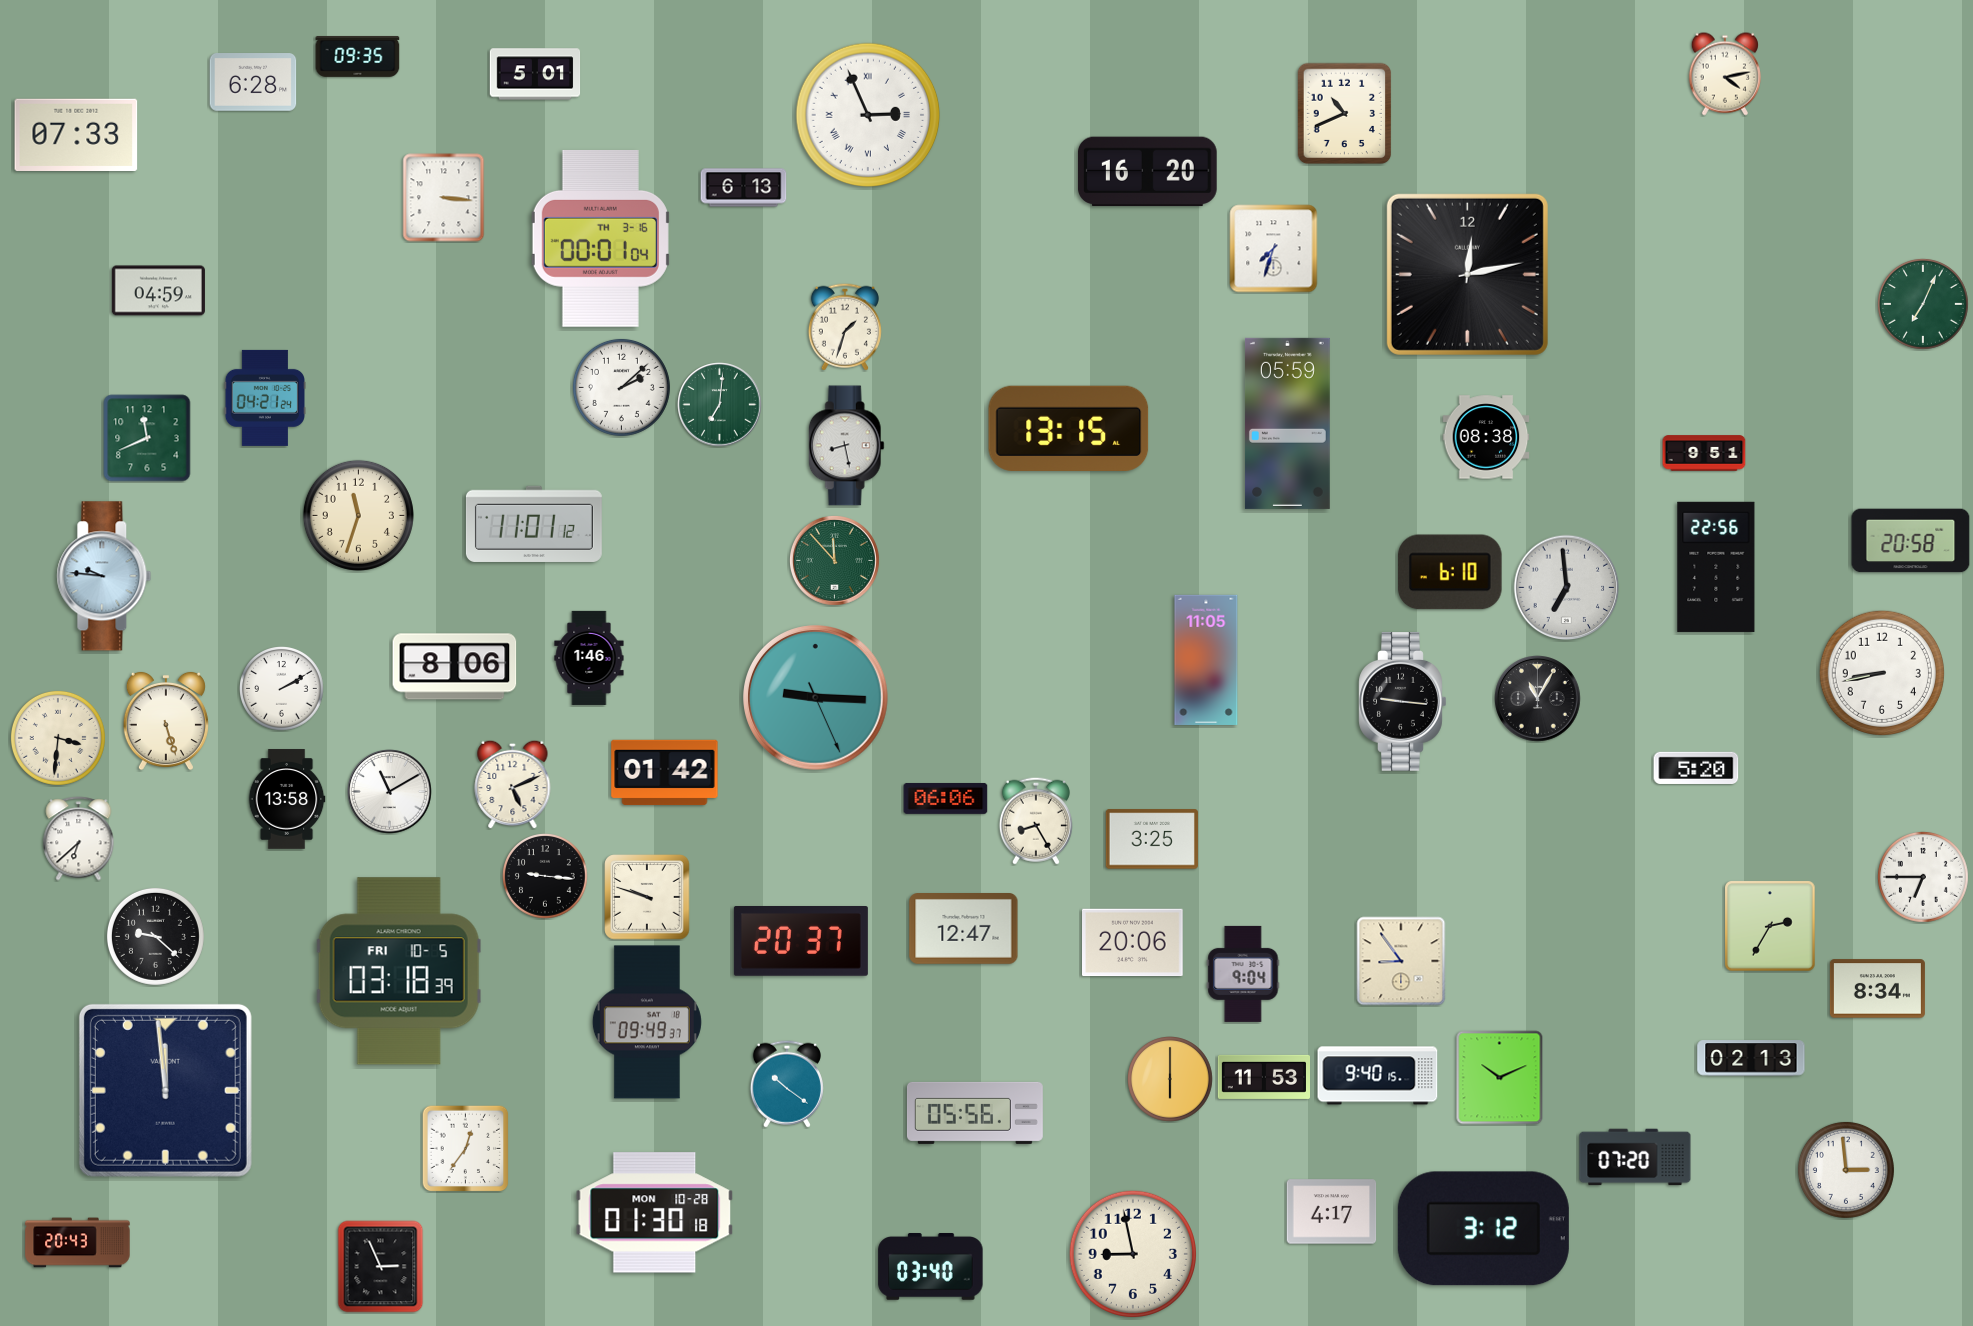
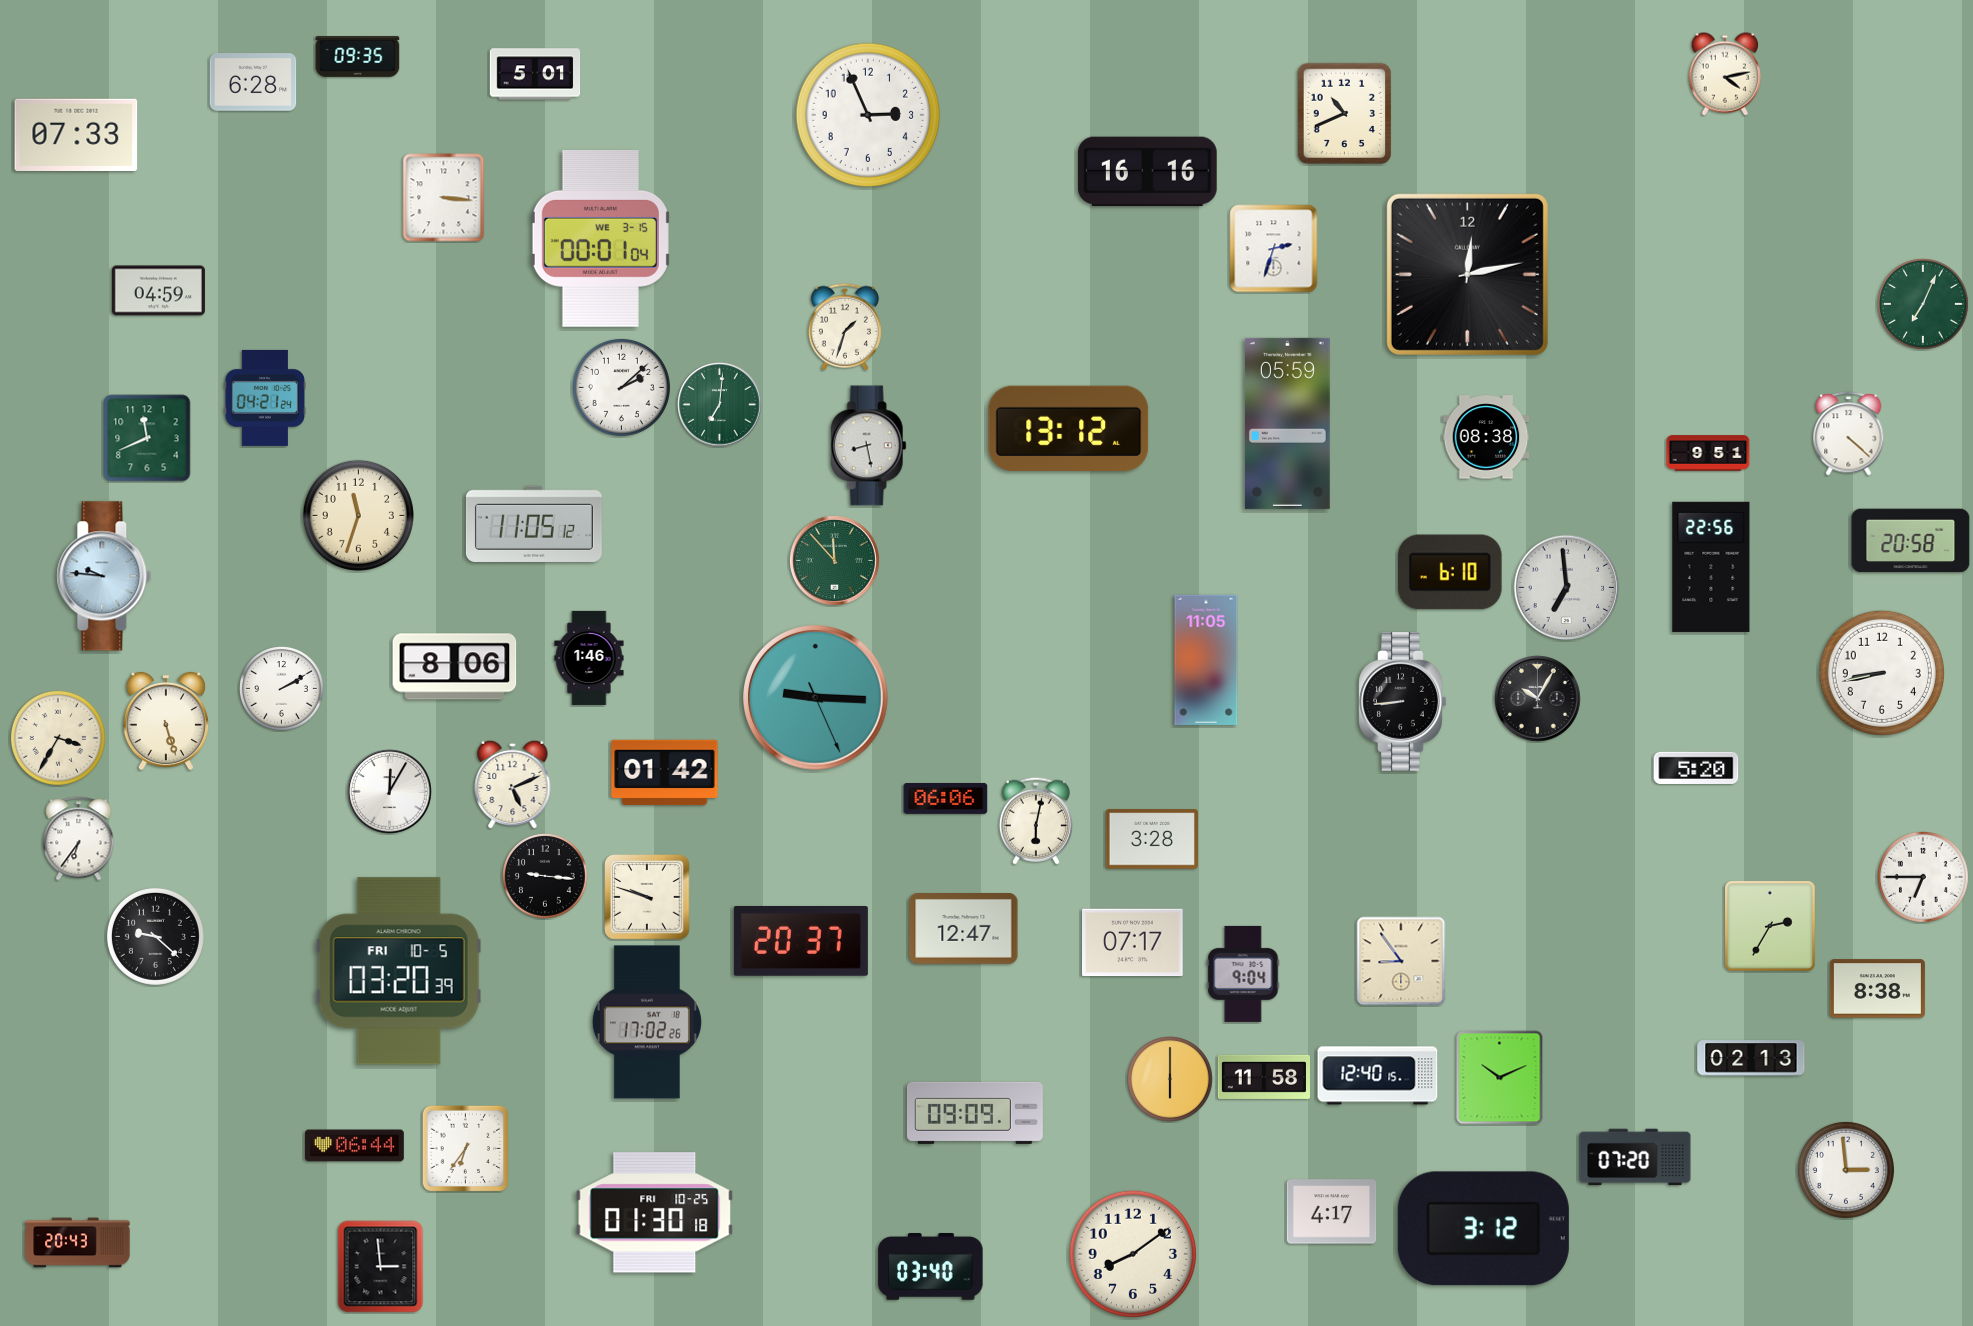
clock at (868, 115) numerals: Roman -> Arabic
clock at (1148, 172): 16:20 -> 16:16
clock at (744, 188): 6:13 -> none
clock at (600, 238) date: TH 3-16 -> WE 3-15
clock at (1274, 249): 7:33 -> 2:33
clock at (1069, 428): 13:15 -> 13:12
clock at (1849, 434): none -> 4:22
clock at (846, 446) position: (846, 446) -> (868, 446)
clock at (1704, 453) position: (1704, 453) -> (1708, 453)
clock at (534, 523): 11:01 -> 11:05
clock at (1716, 567) position: (1716, 567) -> (1711, 567)
clock at (1538, 699): 11:05 -> 10:05
clock at (1403, 702): 9:16 -> 8:44
clock at (58, 738): 3:31 -> 3:35
clock at (390, 792): 11:10 -> 12:05
clock at (287, 799): 13:58 -> none
clock at (1036, 821): 8:25 -> 6:02
clock at (79, 839): 6:38 -> 6:36
clock at (1152, 839): 3:25 -> 3:28
clock at (1133, 943): 20:06 -> 07:17
clock at (399, 971): 03:18 -> 03:20
clock at (1877, 989): 8:34 -> 8:38
clock at (647, 1022): 09:49 -> 17:02
clock at (1378, 1076): 9:40 -> 12:40
clock at (1263, 1077): 11:53 -> 11:58
clock at (787, 1084): 10:21 -> none
clock at (165, 1090): 11:59 -> none
clock at (975, 1113): 05:56 -> 09:09
clock at (355, 1146): none -> 06:44
clock at (465, 1148): 12:36 -> 6:36
clock at (655, 1213) date: MON 10-28 -> FRI 10-25
clock at (1133, 1254): 8:58 -> 8:09
clock at (381, 1267): 2:56 -> 2:59
